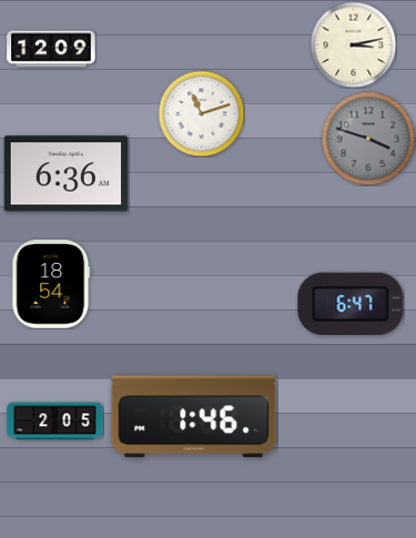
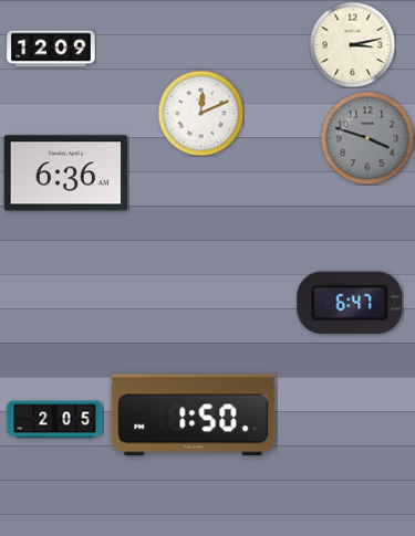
clock at (201, 113): 11:12 -> 12:11
clock at (51, 284): 18:54 -> none
clock at (194, 417): 1:46 -> 1:50
